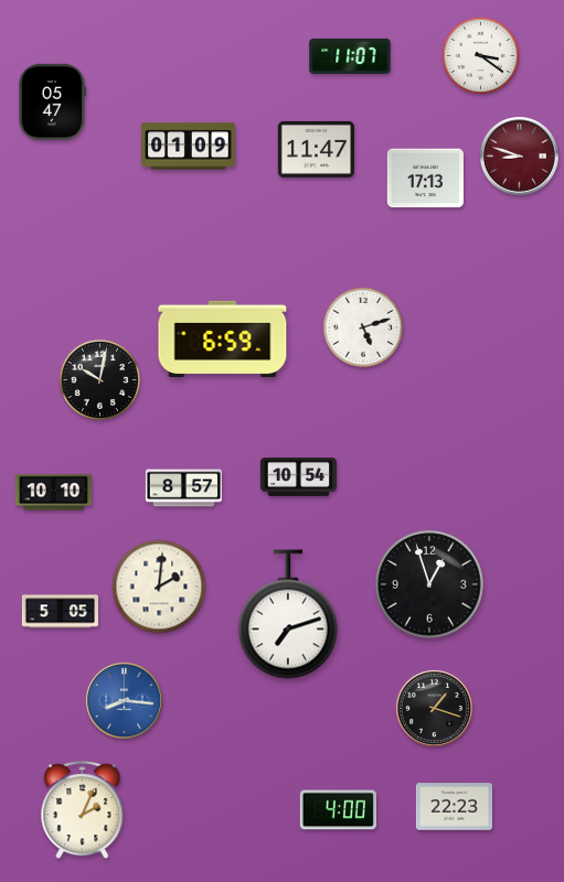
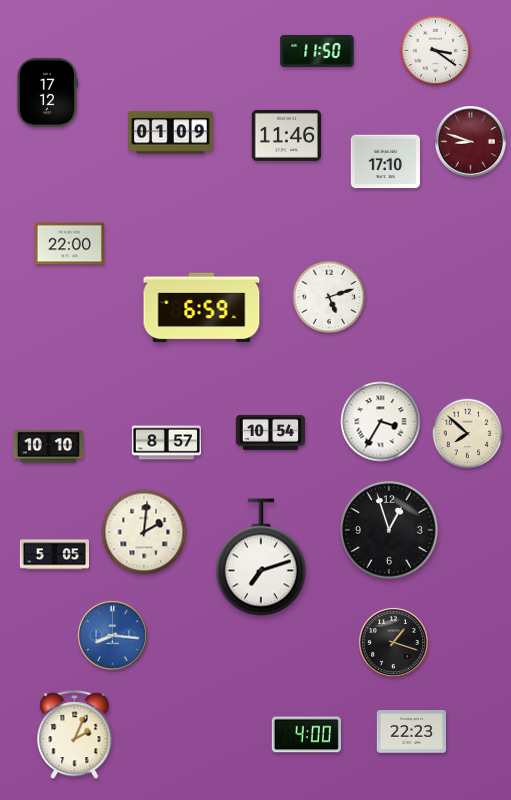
clock at (350, 56): 11:07 -> 11:50
clock at (51, 101): 05:47 -> 17:12
clock at (316, 149): 11:47 -> 11:46
clock at (425, 179): 17:13 -> 17:10
clock at (69, 244): none -> 22:00
clock at (99, 379): 10:02 -> none
clock at (381, 422): none -> 3:35
clock at (468, 434): none -> 7:52
